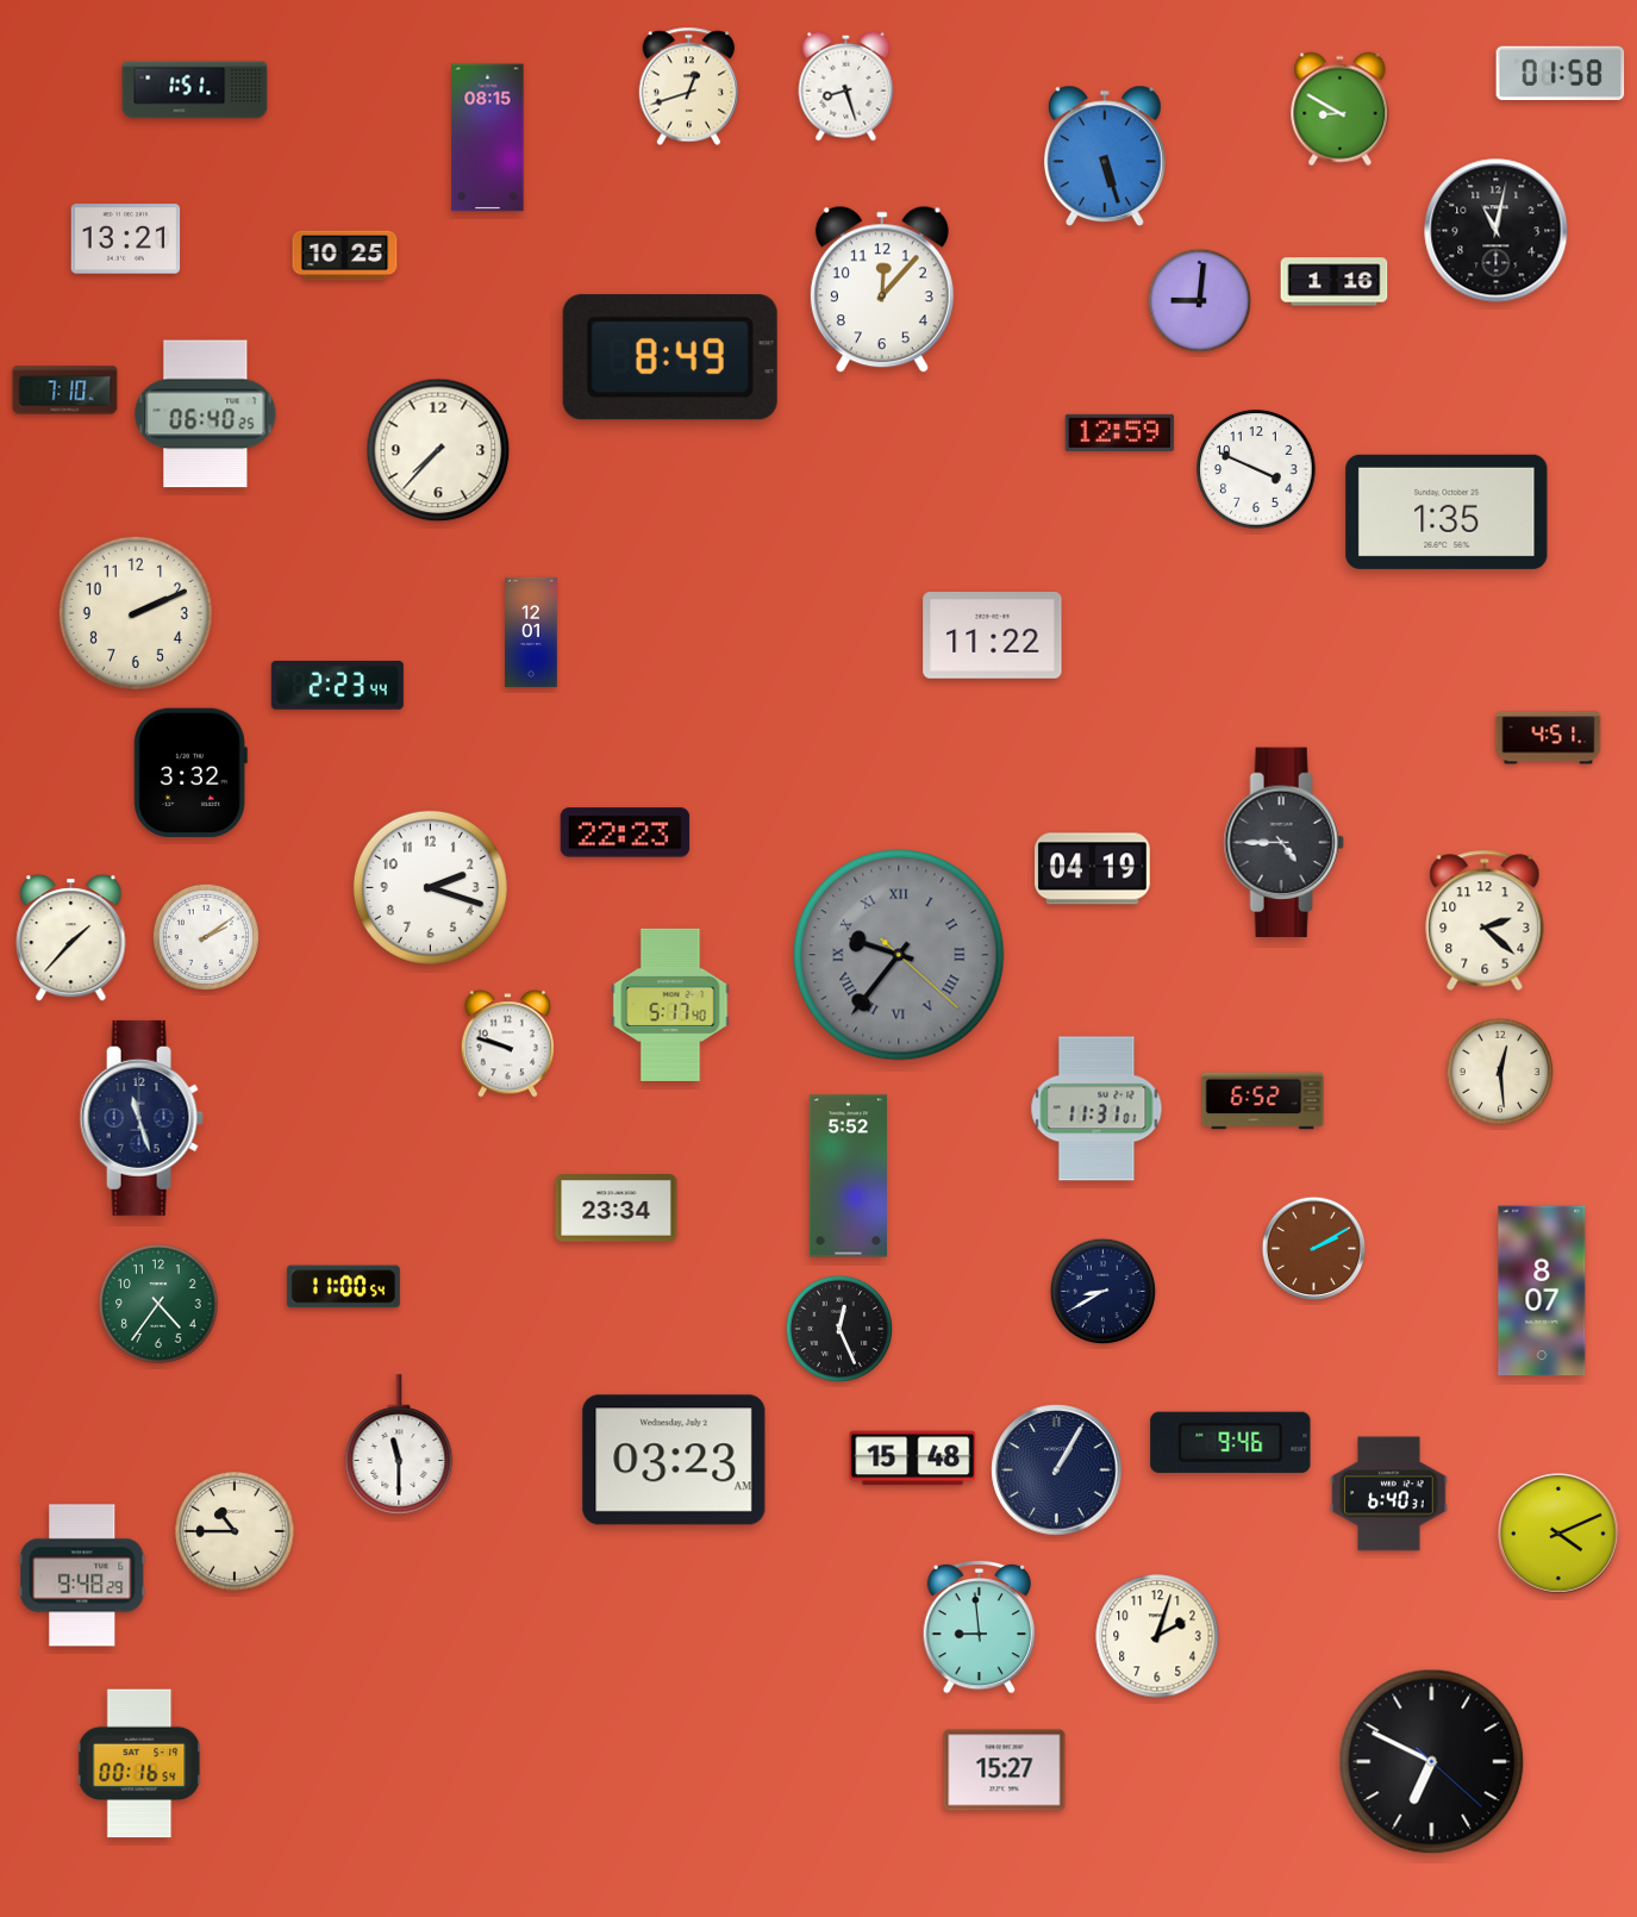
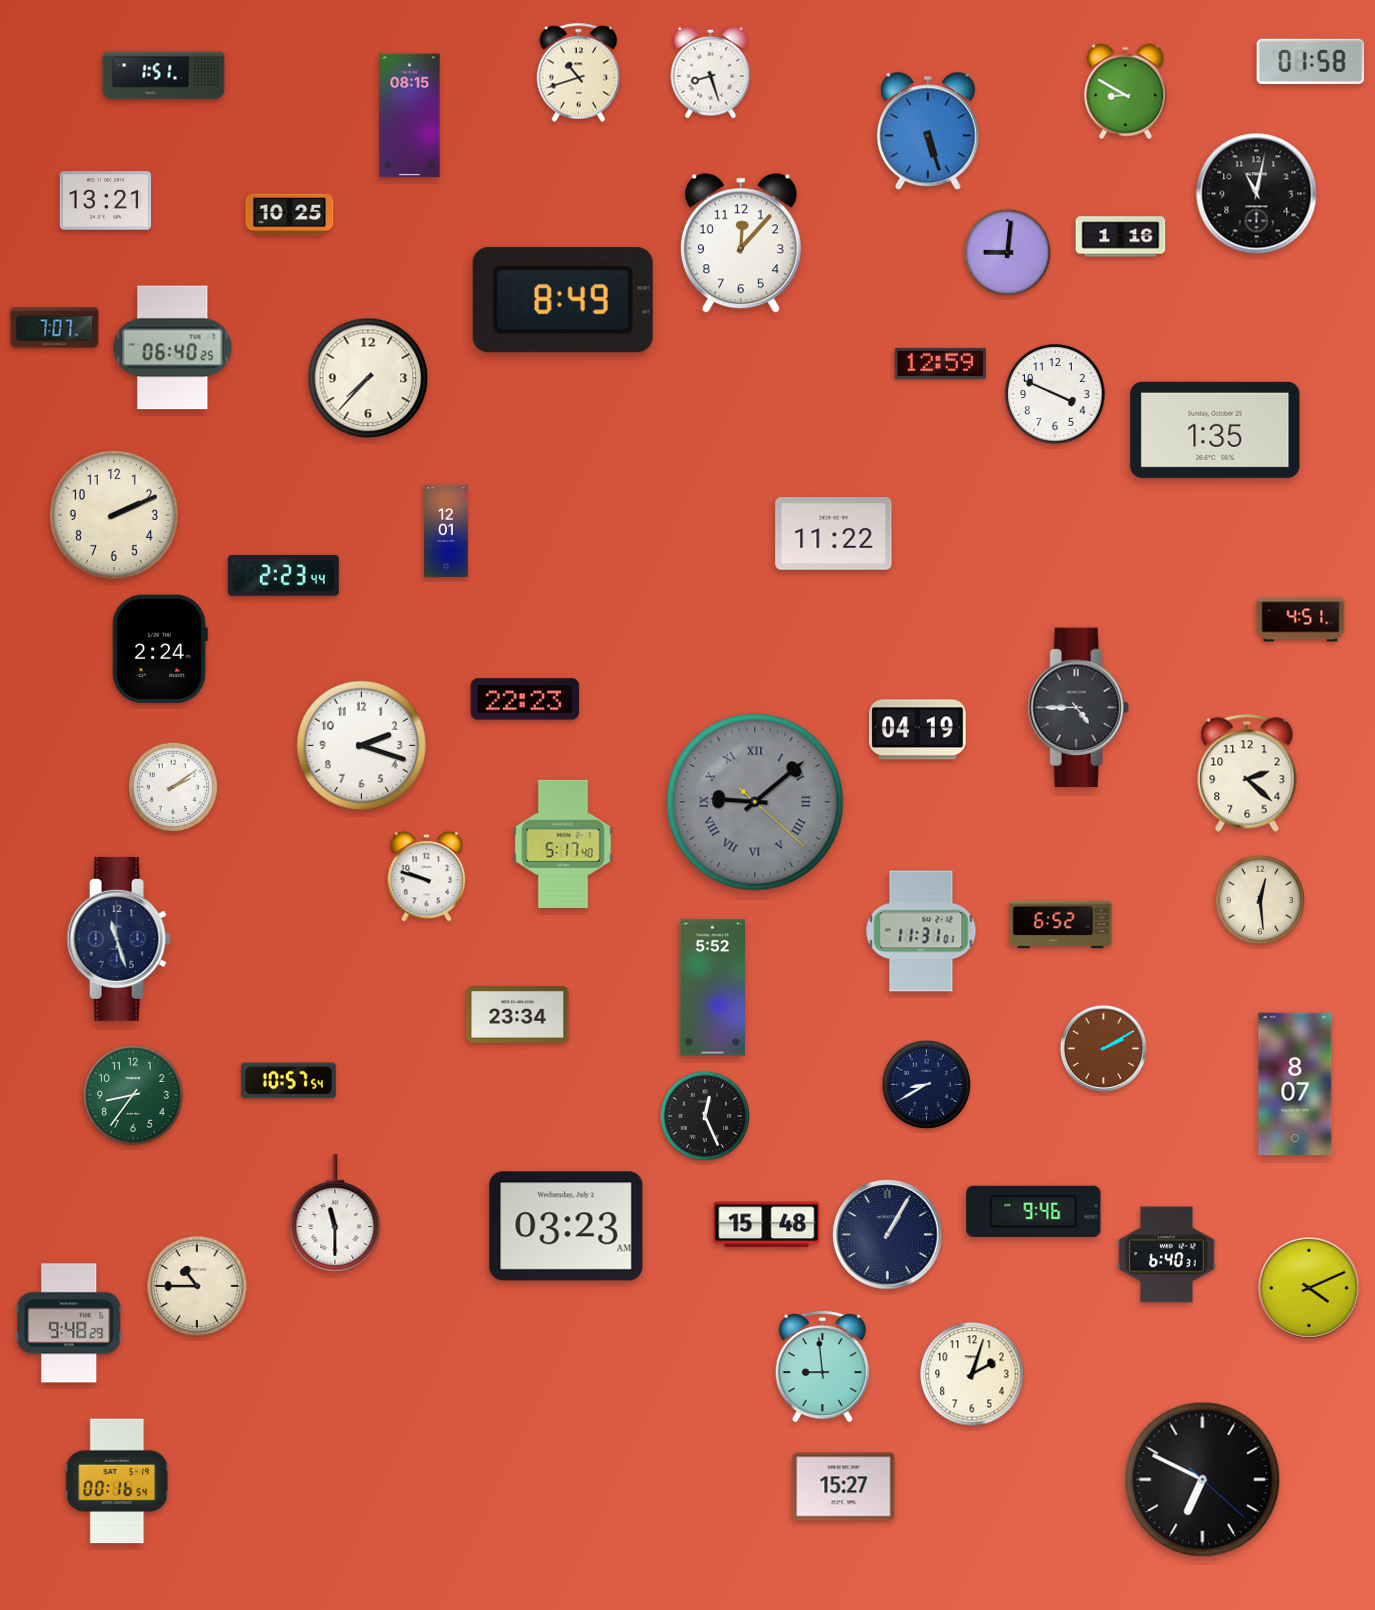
clock at (689, 87): 12:42 -> 10:42
clock at (65, 391): 7:10 -> 7:07
clock at (190, 773): 3:32 -> 2:24
clock at (71, 938): 1:37 -> none
clock at (899, 955): 9:36 -> 9:08
clock at (343, 1287): 11:00 -> 10:57
clock at (158, 1304): 4:36 -> 8:36
